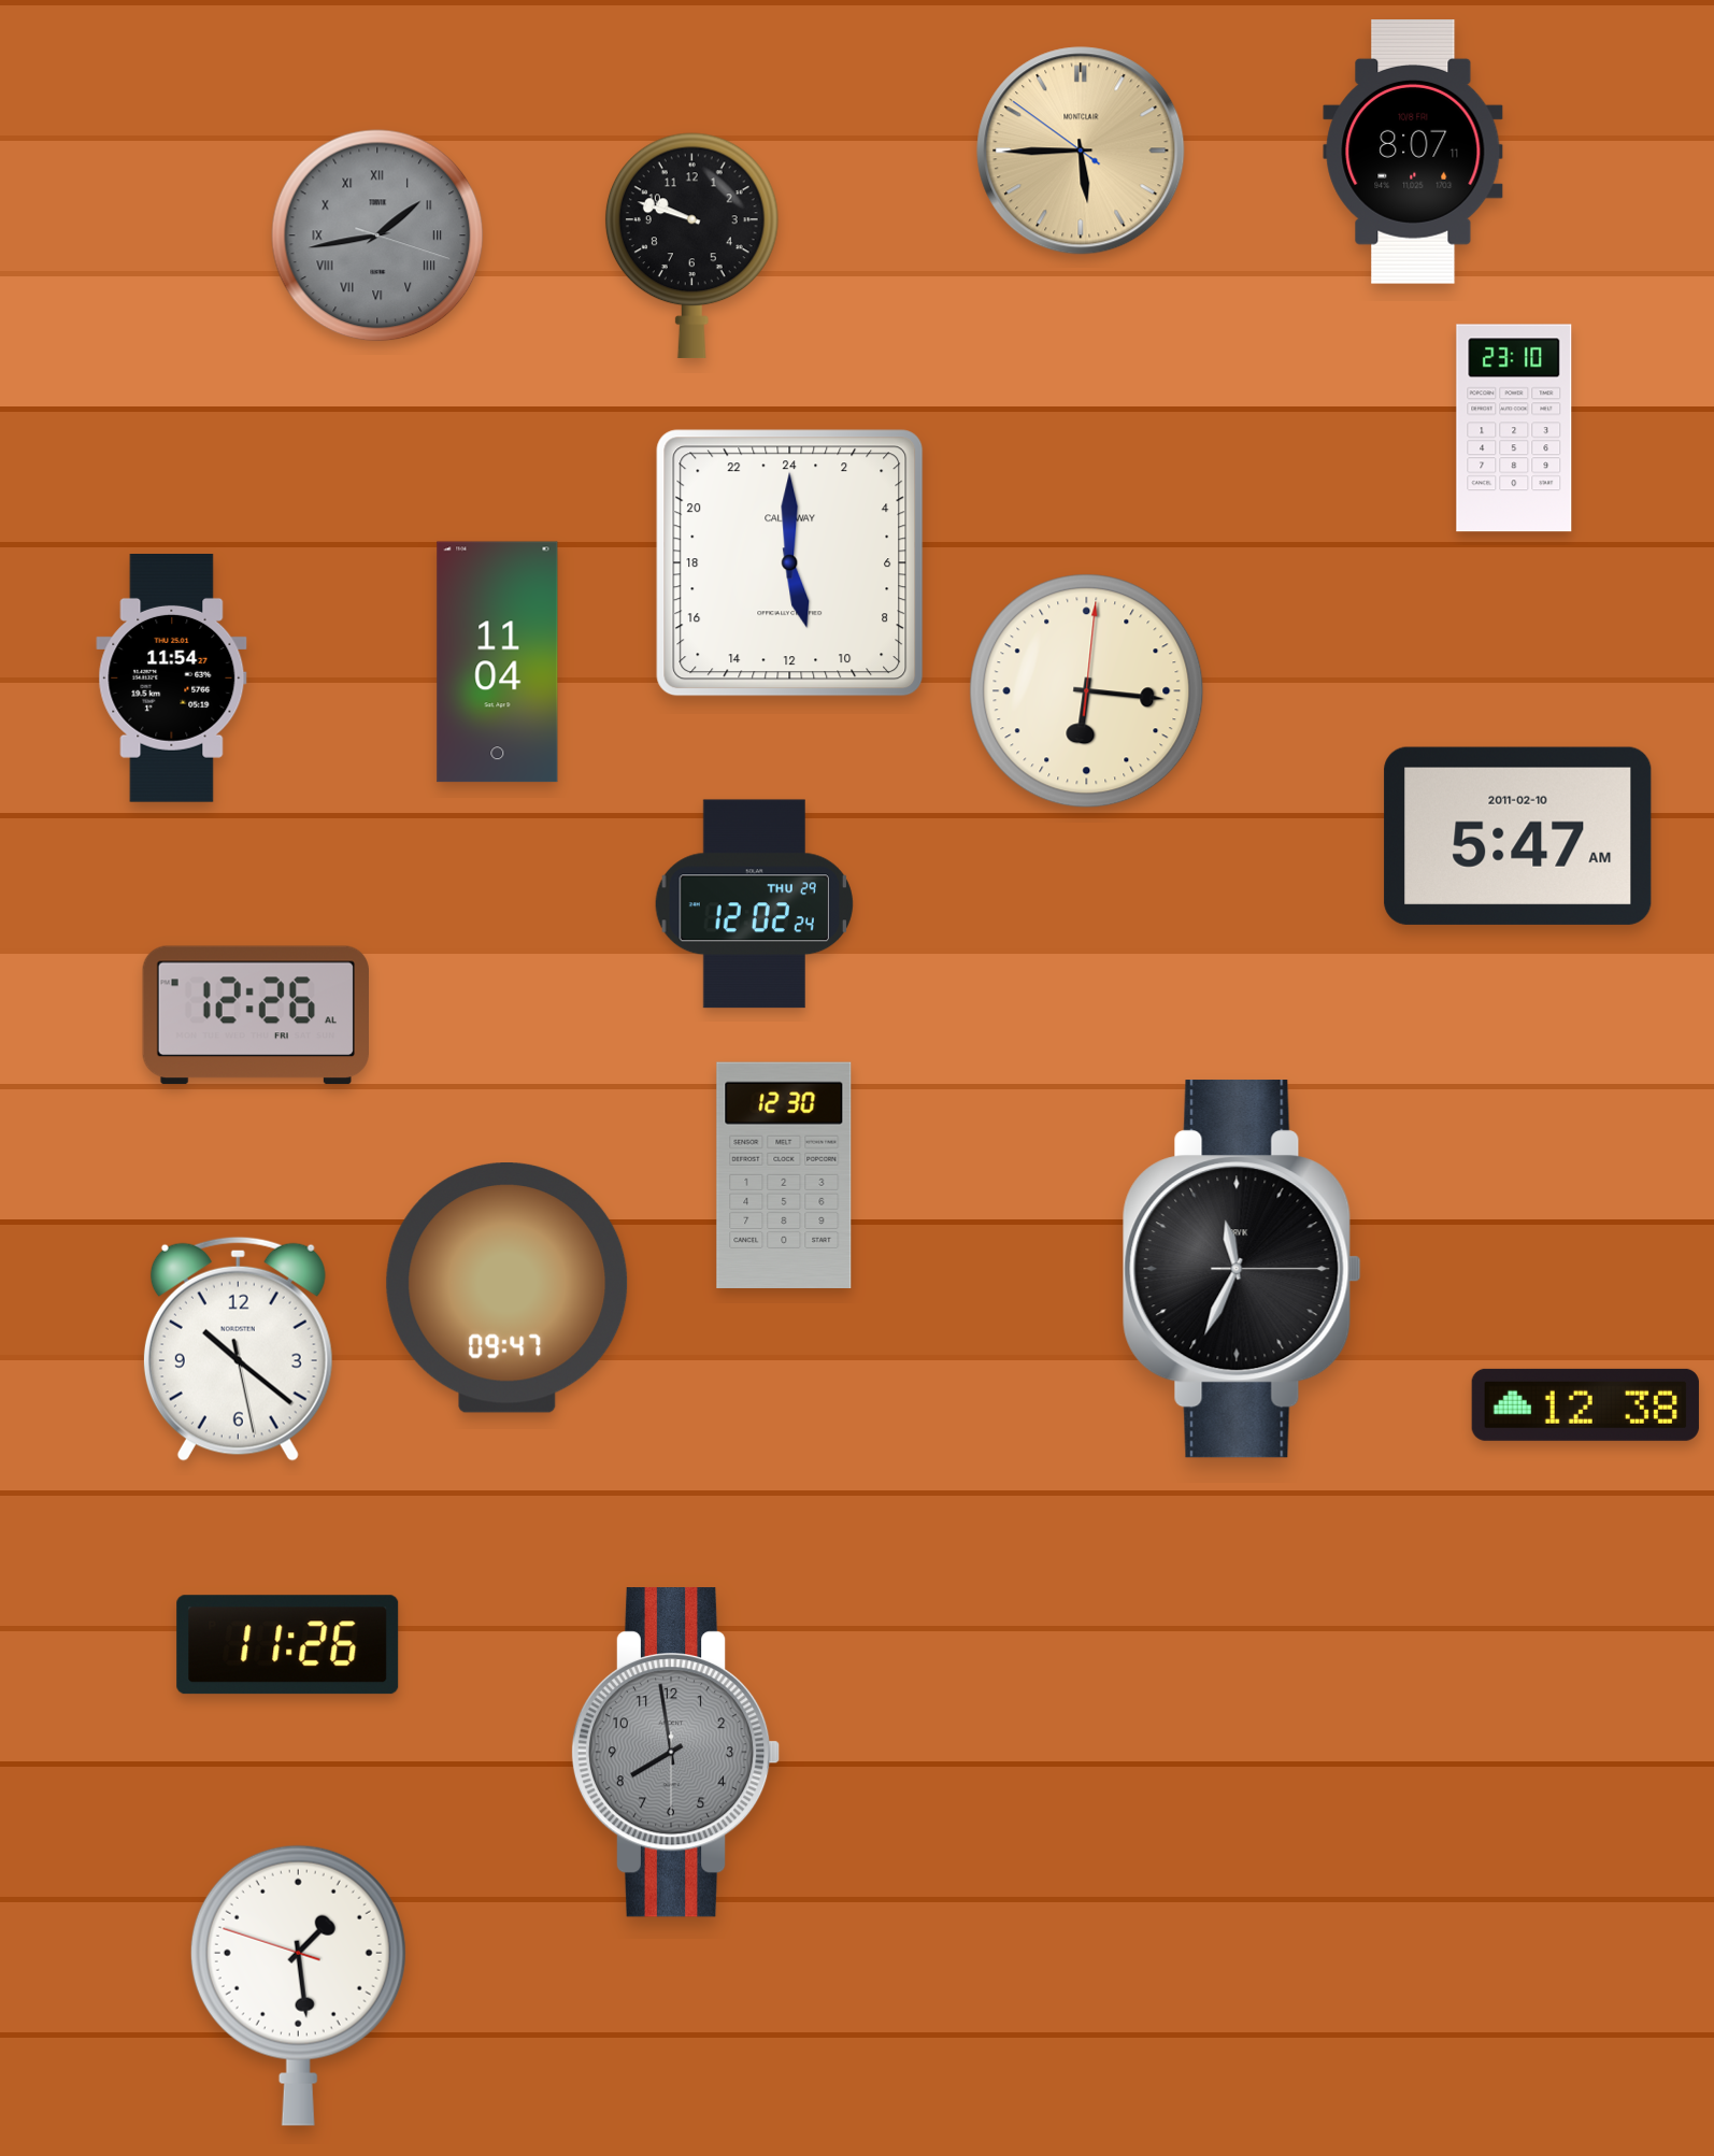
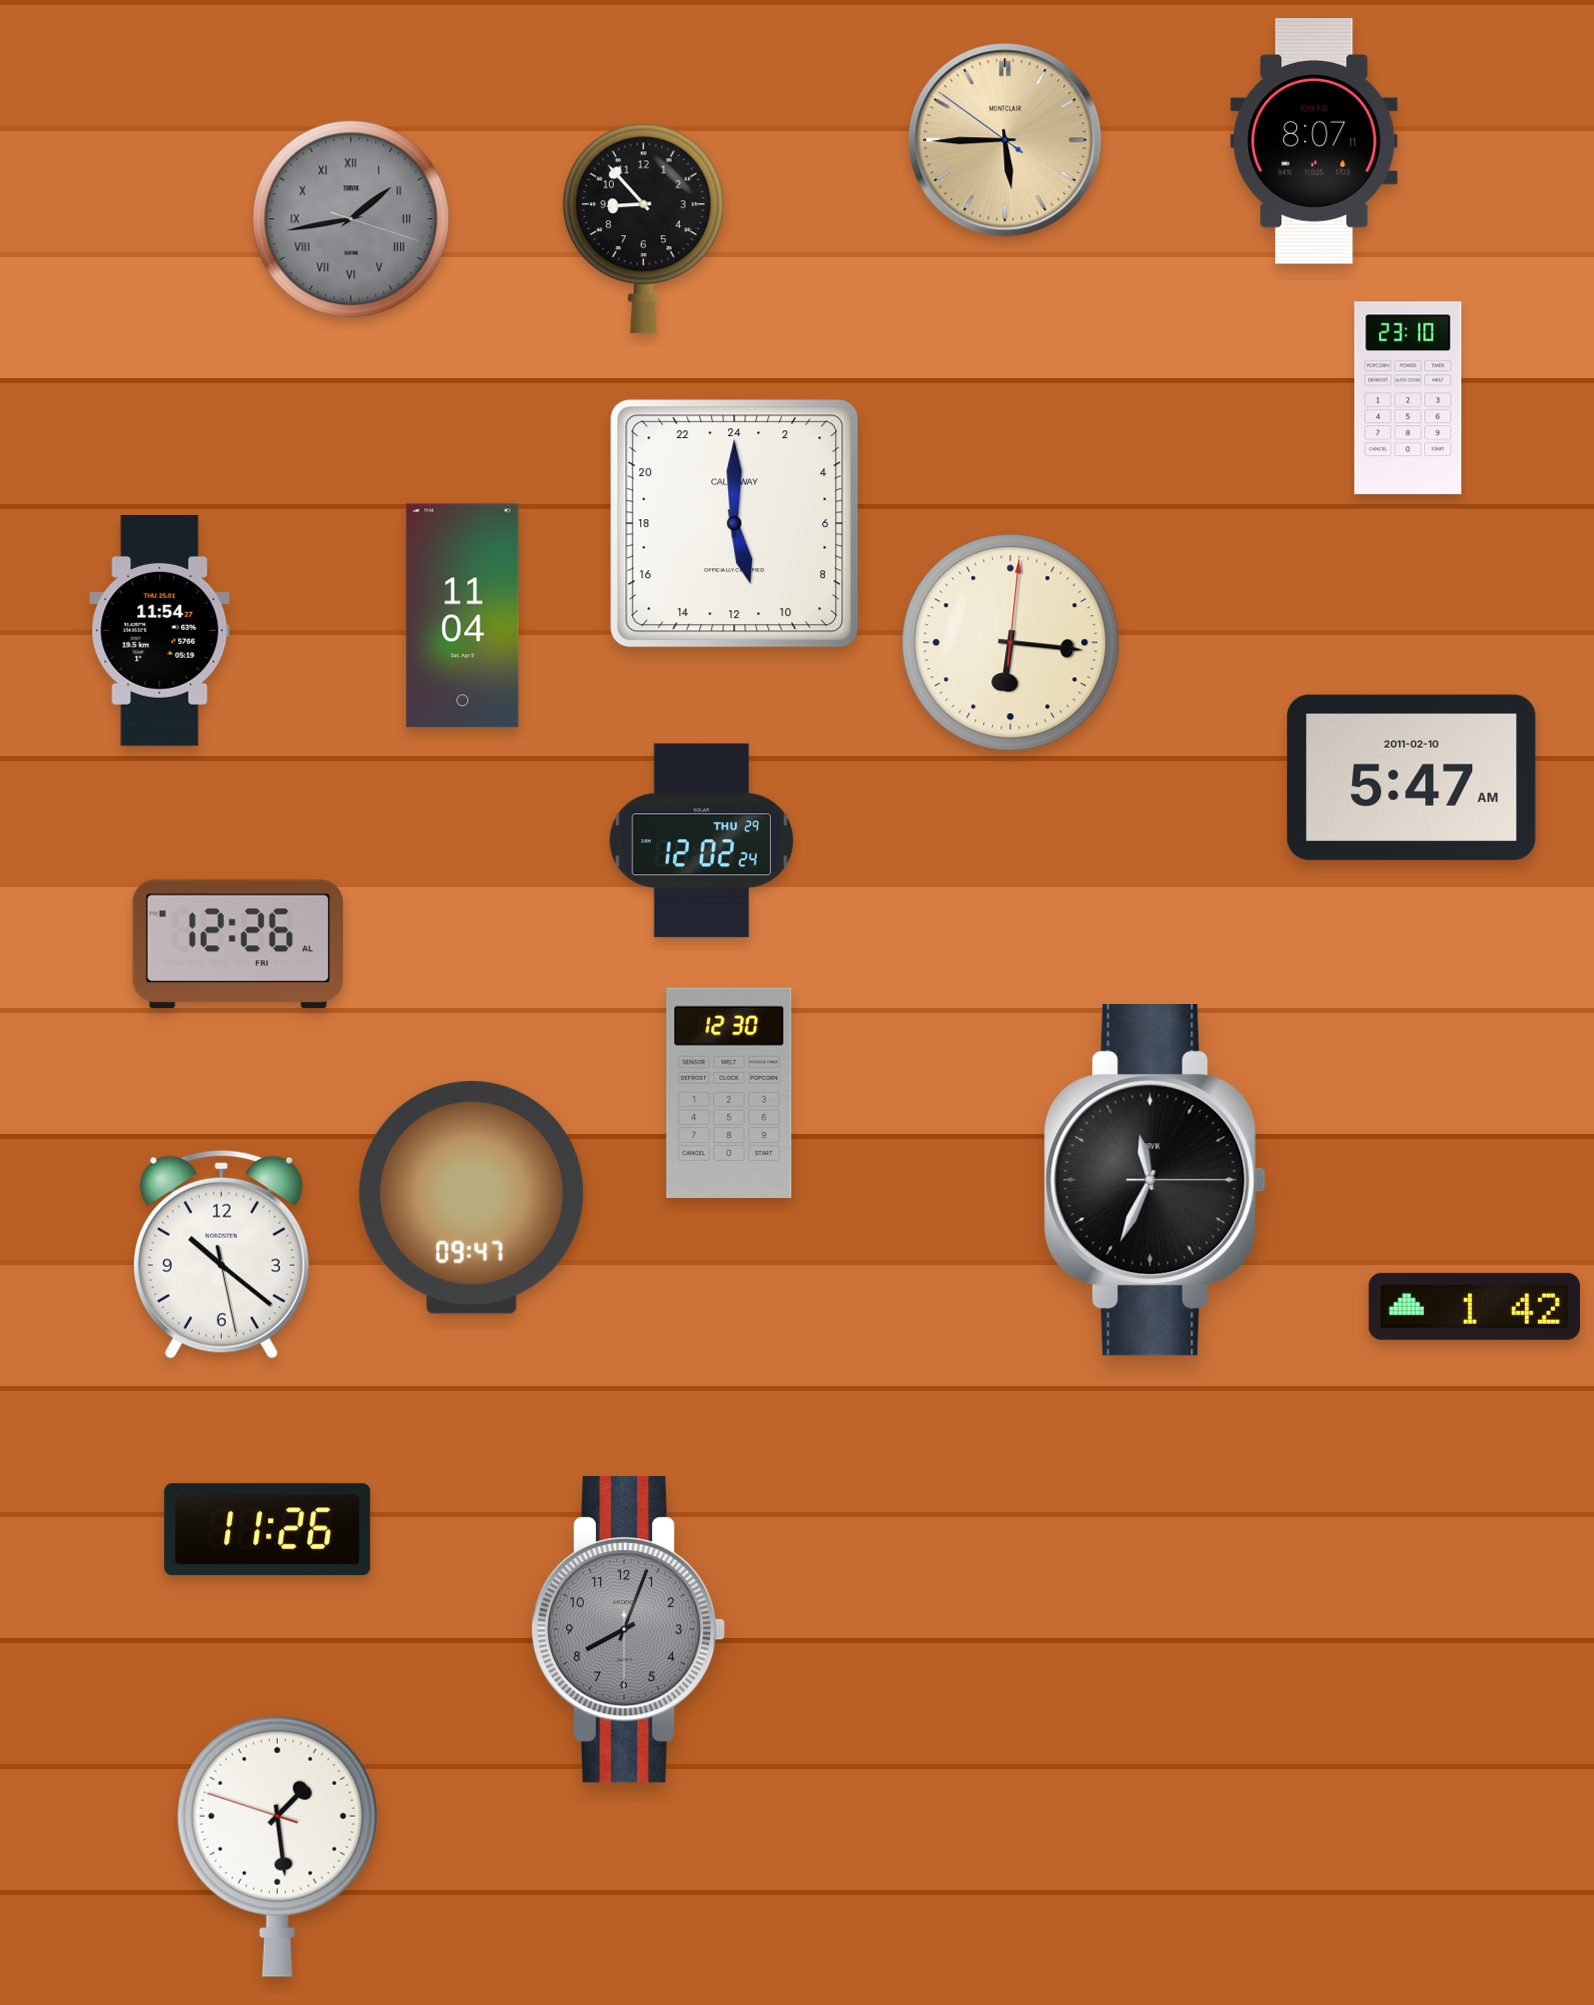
clock at (691, 246): 9:48 -> 8:53
clock at (1585, 1404): 12:38 -> 1:42
clock at (675, 1753): 7:58 -> 8:03
